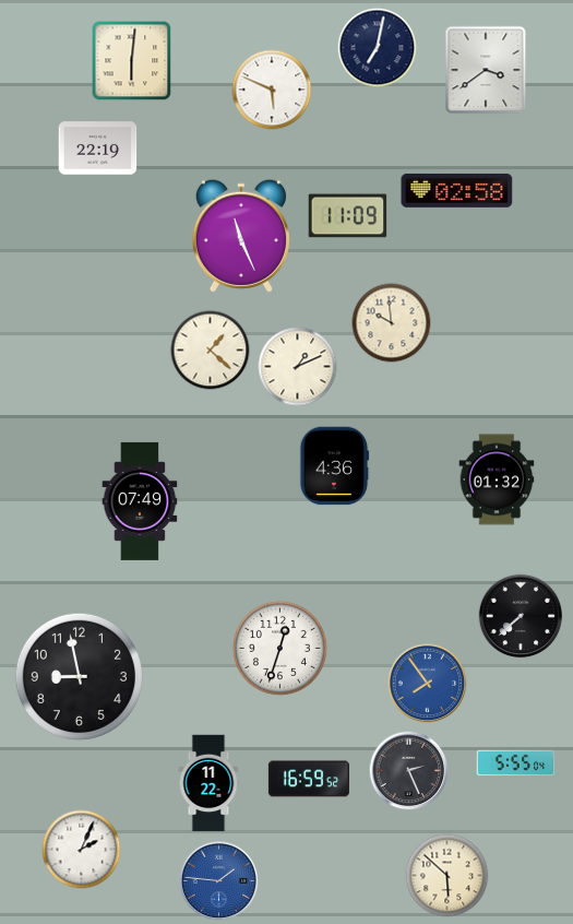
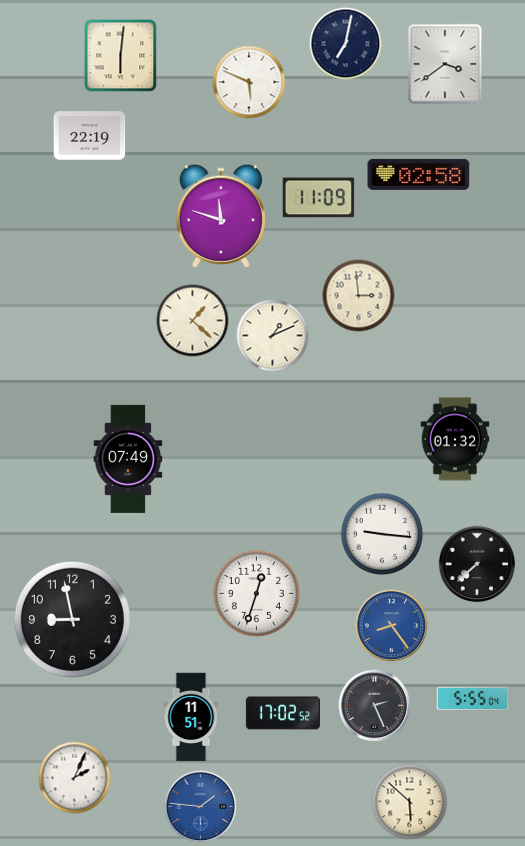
clock at (241, 236): 11:26 -> 11:48
clock at (392, 323): 9:59 -> 2:59
clock at (334, 466): 4:36 -> none
clock at (382, 534): none -> 9:16
clock at (428, 684): 7:54 -> 8:24
clock at (309, 779): 16:59 -> 17:02
clock at (208, 783): 11:22 -> 11:51
